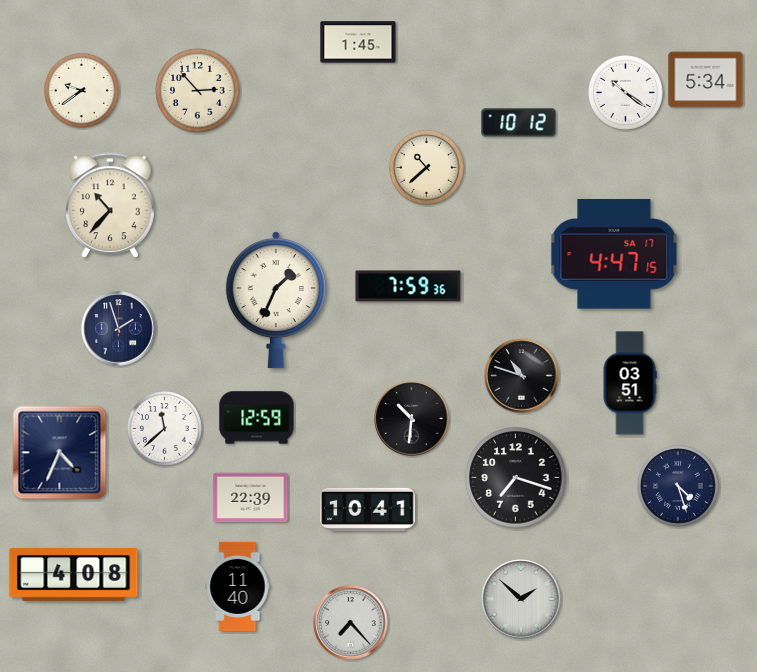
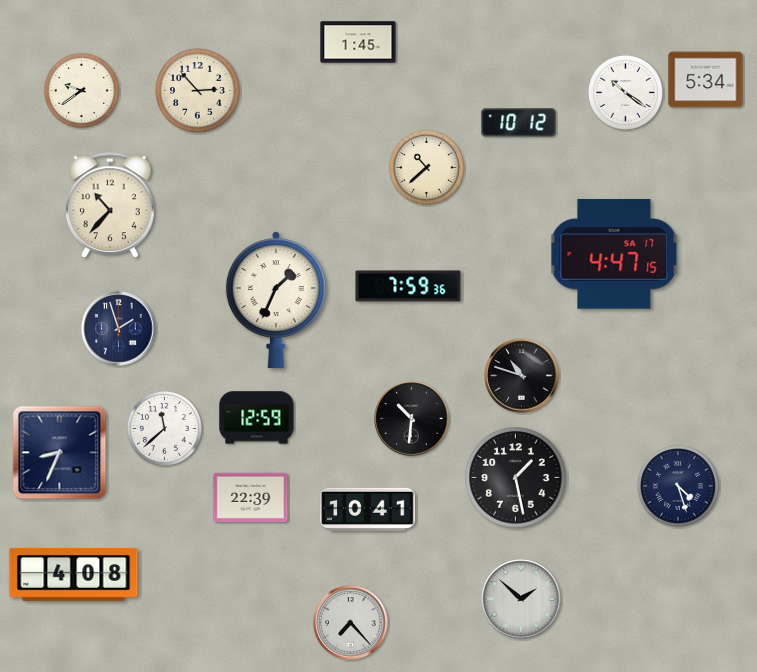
clock at (630, 383): 03:51 -> none
clock at (60, 453): 4:34 -> 8:34
clock at (516, 478): 7:18 -> 1:28
clock at (238, 586): 11:40 -> none
